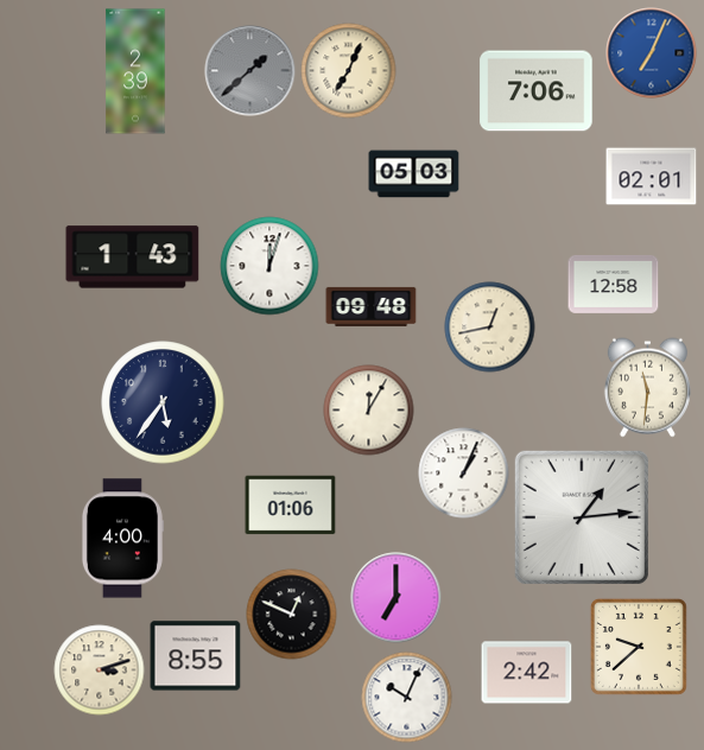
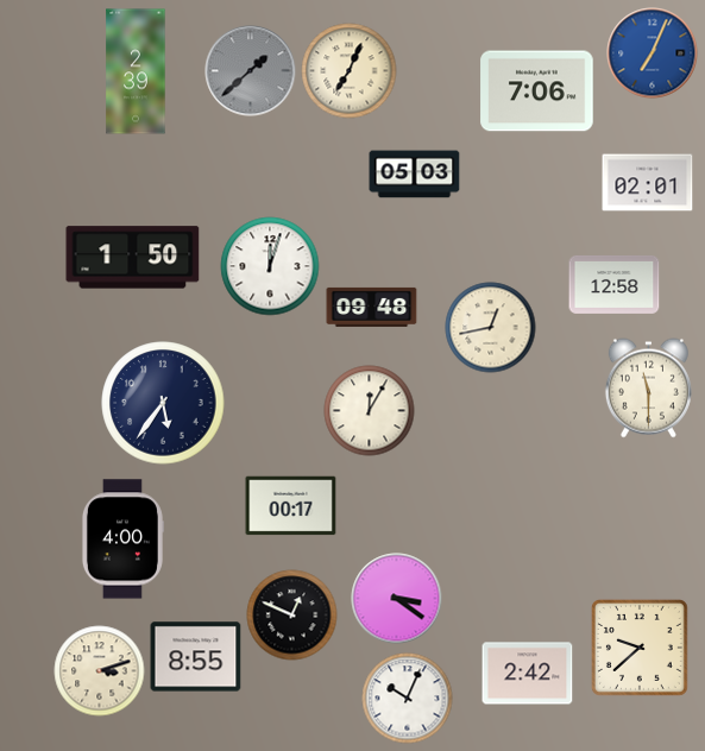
clock at (652, 177) position: (652, 177) -> (648, 183)
clock at (133, 258): 1:43 -> 1:50
clock at (647, 388): 11:31 -> 11:30
clock at (464, 473): 1:04 -> none
clock at (291, 506): 01:06 -> 00:17
clock at (582, 517): 1:14 -> none
clock at (397, 598): 7:00 -> 3:21
